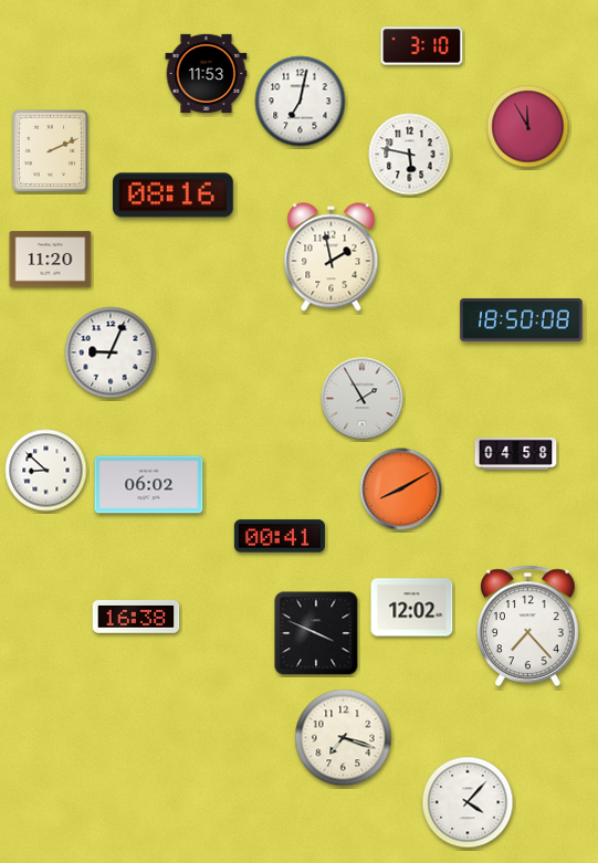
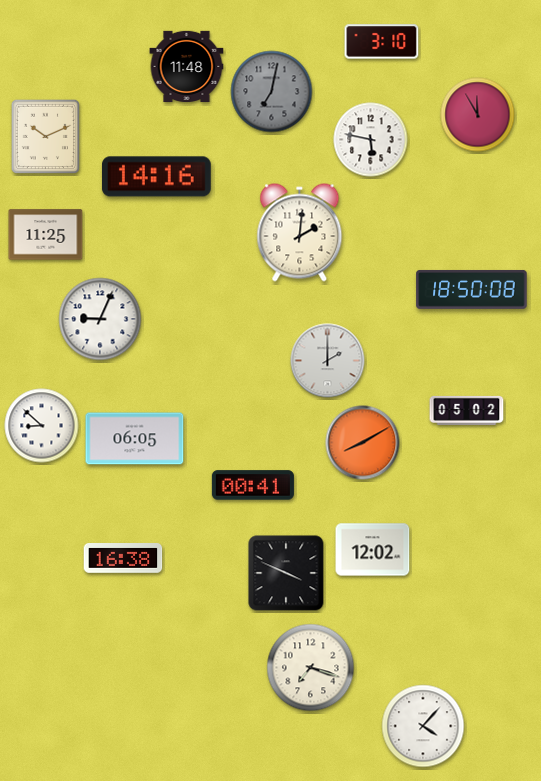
clock at (207, 73): 11:53 -> 11:48
clock at (301, 102) dial: white -> grey
clock at (50, 150): 2:11 -> 10:11
clock at (172, 196): 08:16 -> 14:16
clock at (332, 257): 1:58 -> 2:01
clock at (51, 260): 11:20 -> 11:25
clock at (363, 399): 1:55 -> 2:00
clock at (516, 453): 04:58 -> 05:02
clock at (149, 485): 06:02 -> 06:05
clock at (528, 625): 7:23 -> none
